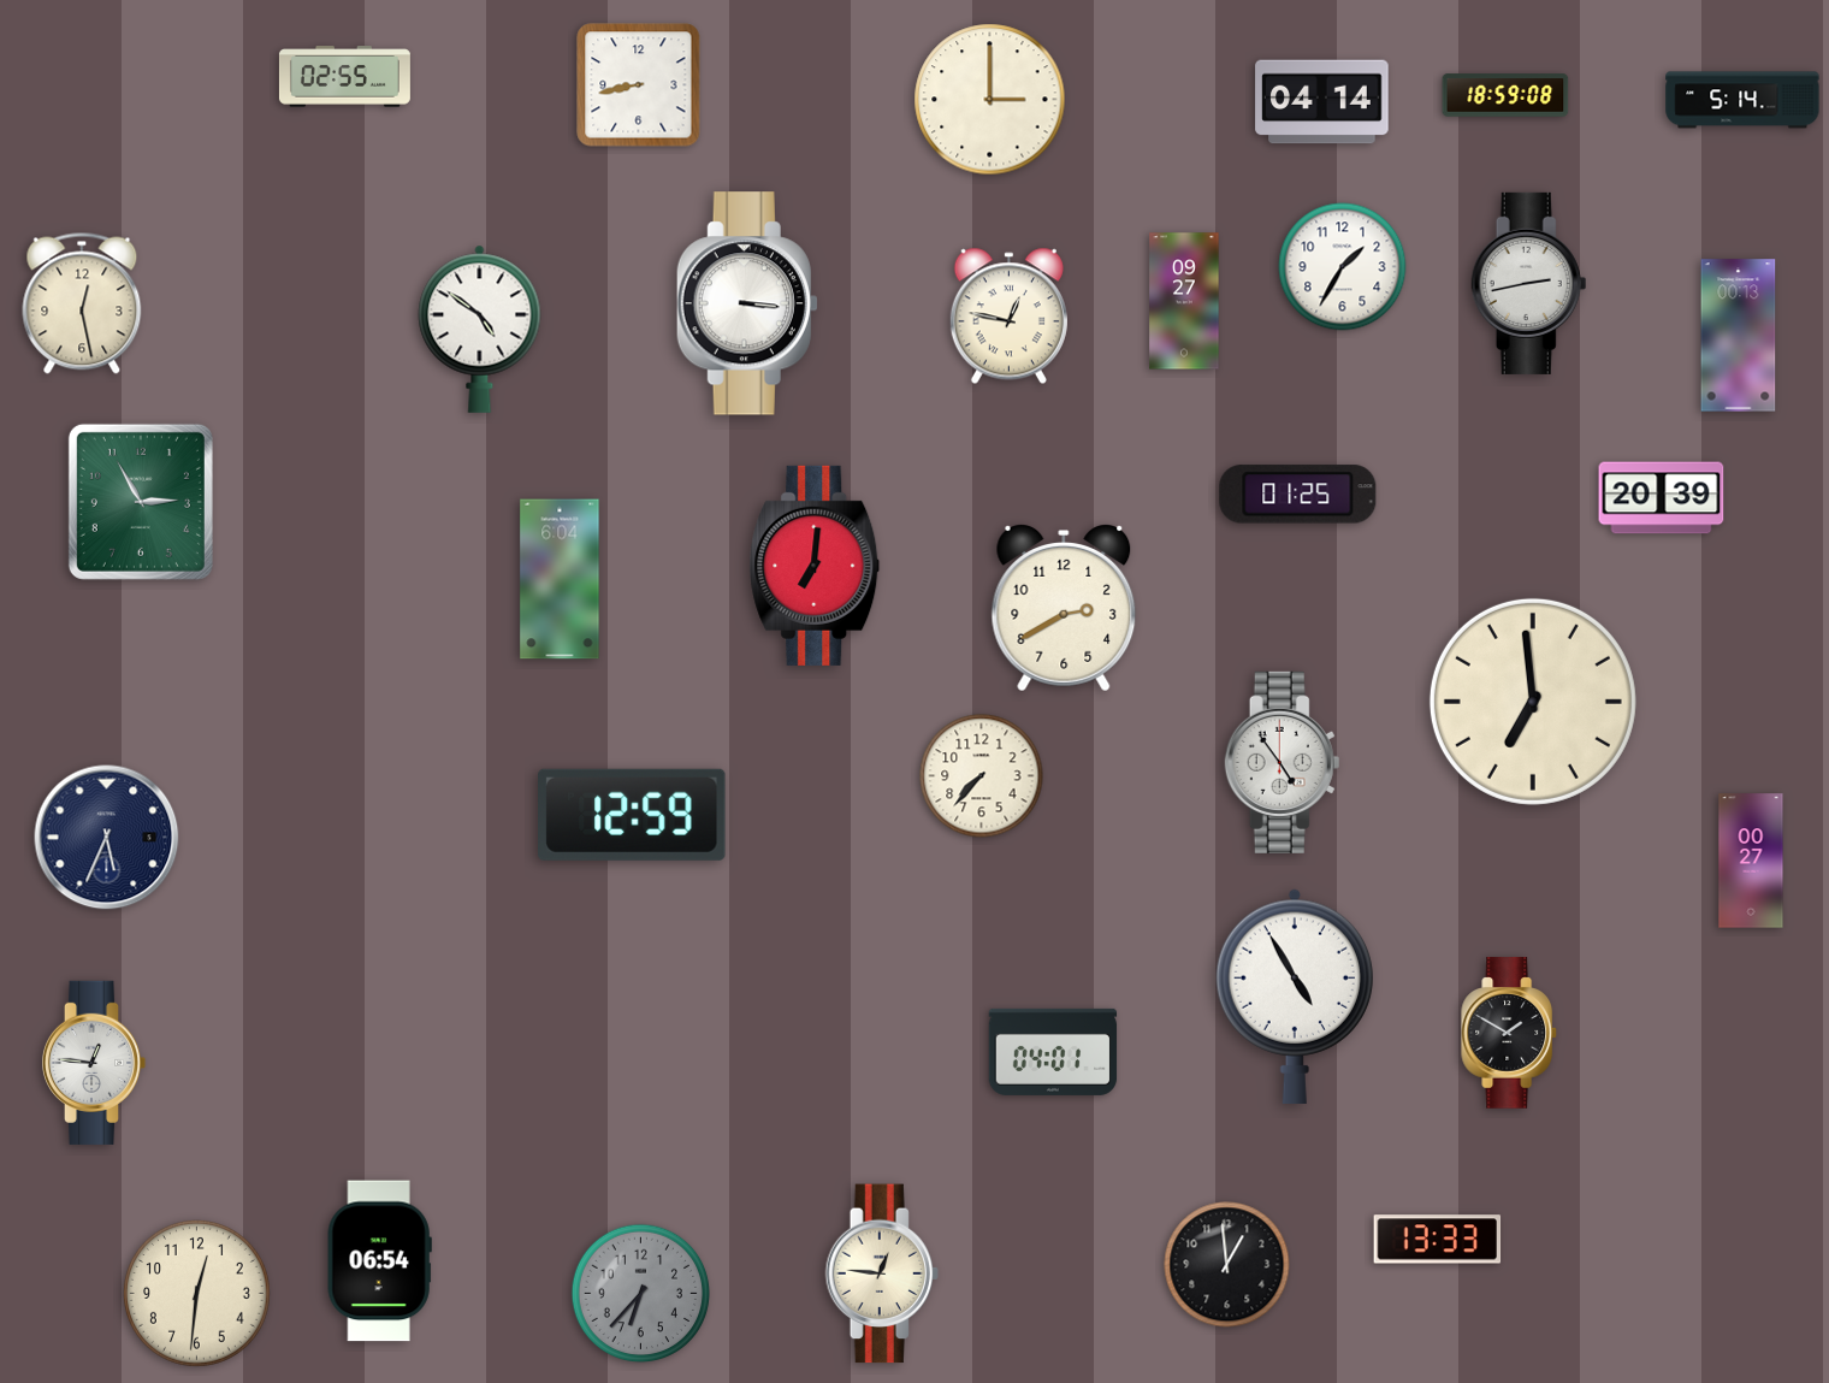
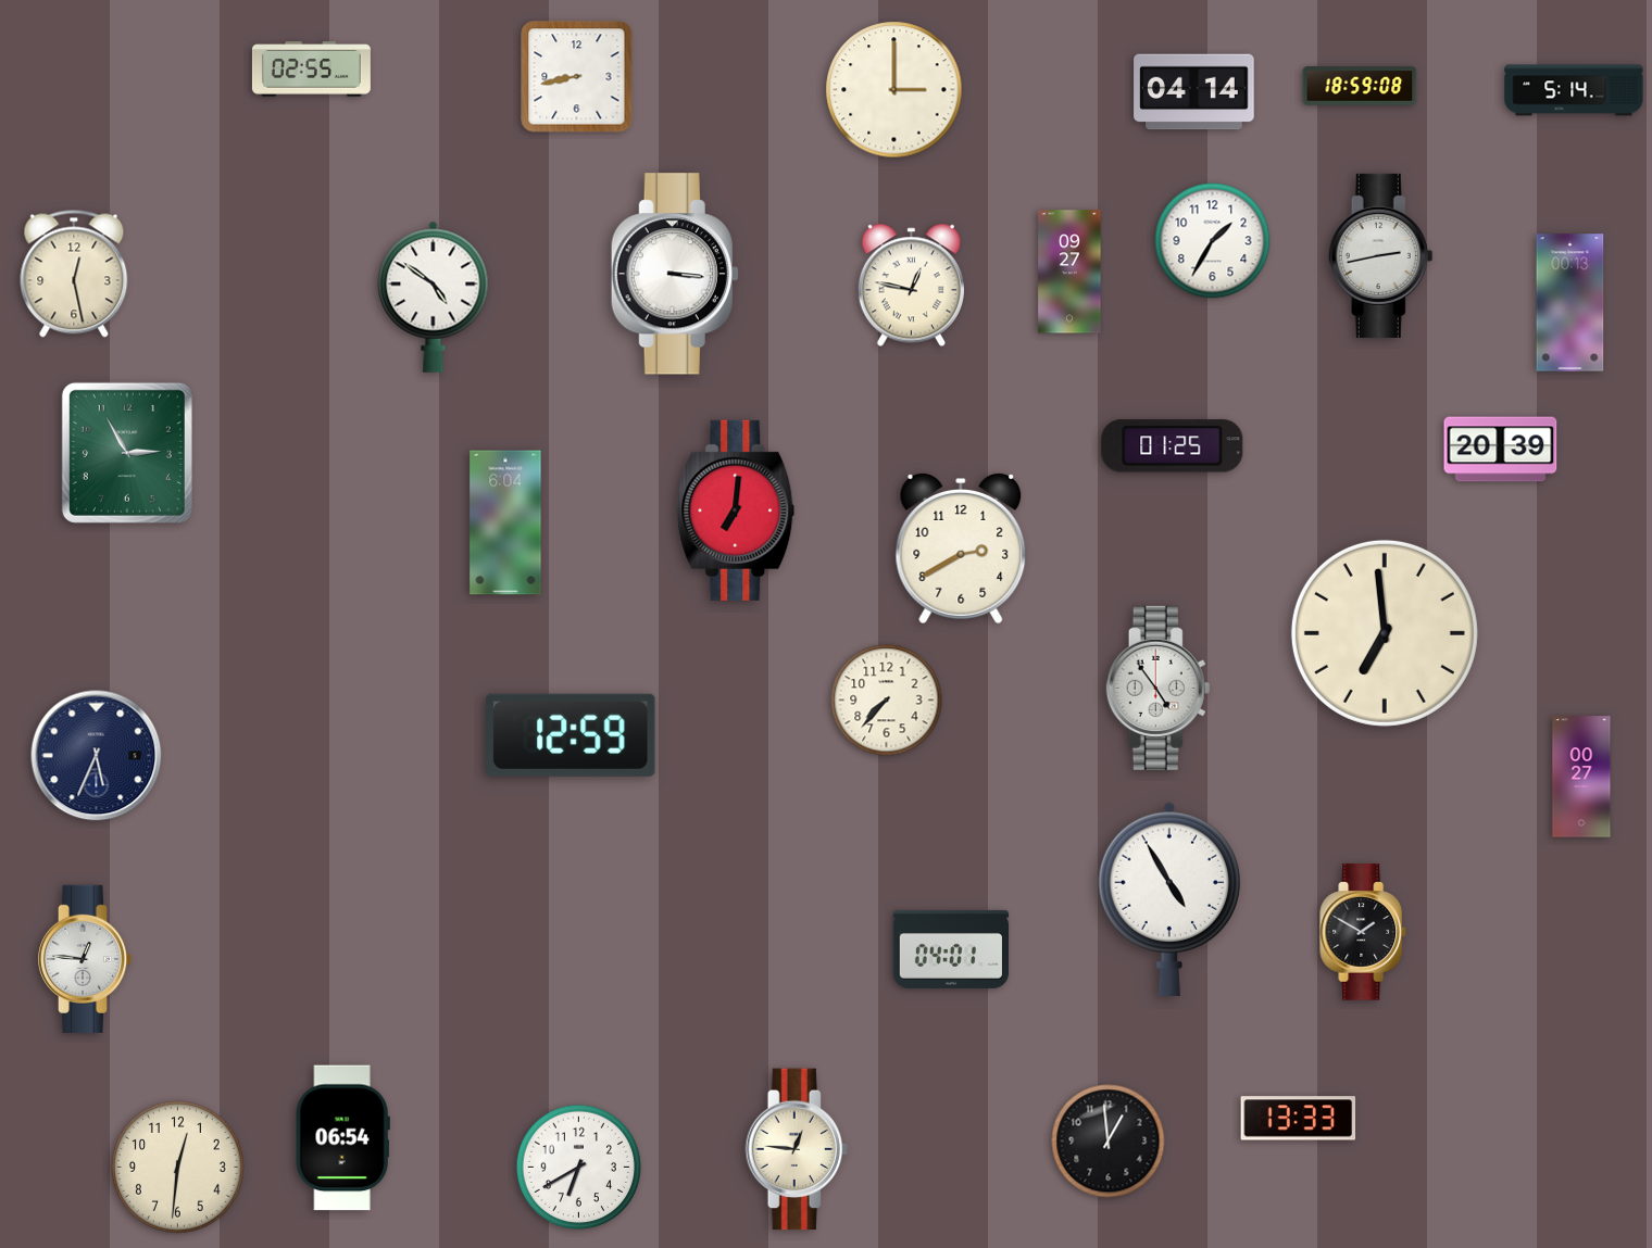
clock at (641, 1294): 6:37 -> 6:40
clock at (641, 1294) dial: grey -> white
